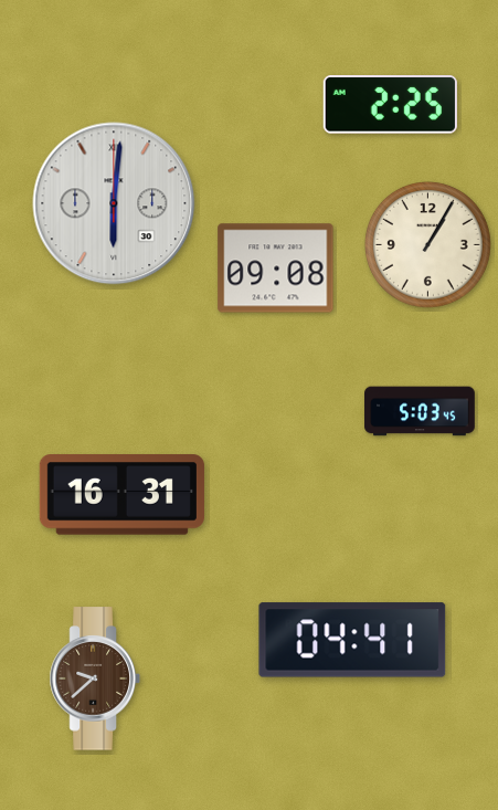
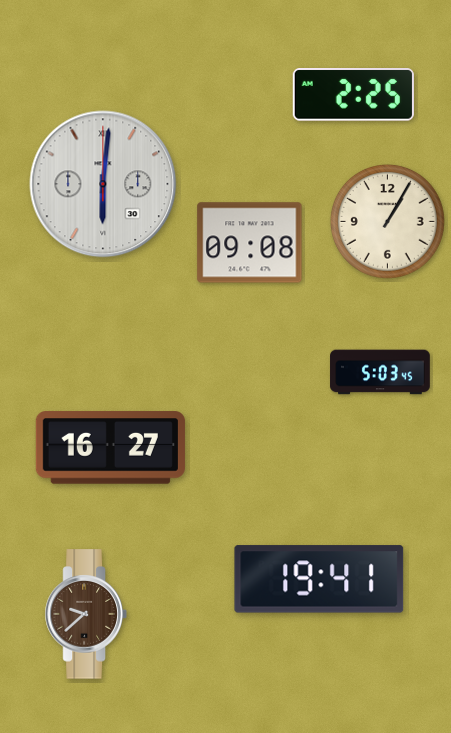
clock at (121, 495): 16:31 -> 16:27
clock at (352, 640): 04:41 -> 19:41
